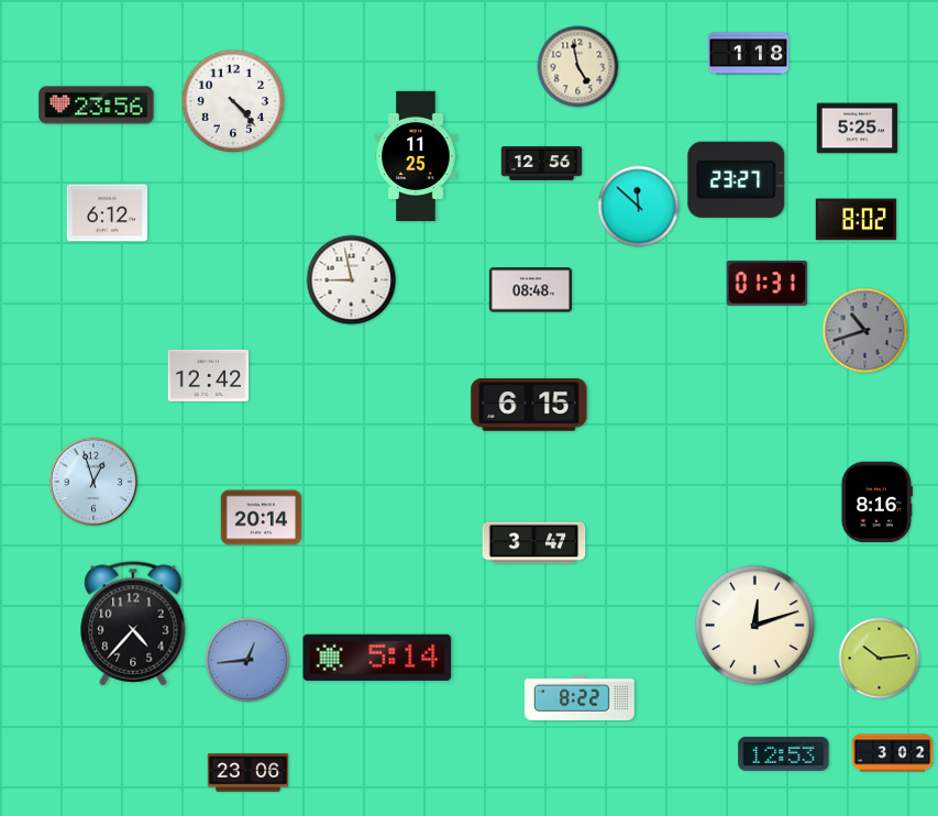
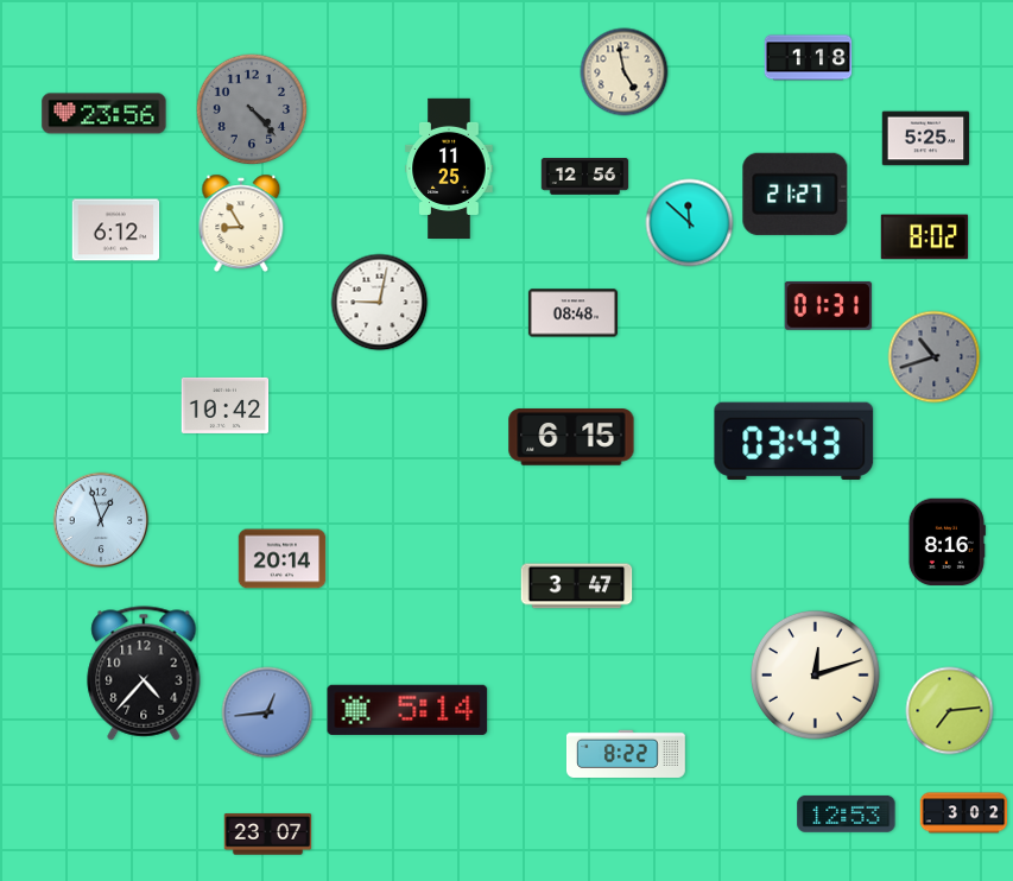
clock at (233, 101) dial: white -> grey
clock at (737, 179): 23:27 -> 21:27
clock at (241, 223): none -> 8:55
clock at (352, 280): 8:58 -> 9:02
clock at (209, 375): 12:42 -> 10:42
clock at (794, 441): none -> 03:43
clock at (880, 659): 10:14 -> 7:14
clock at (249, 773): 23:06 -> 23:07
